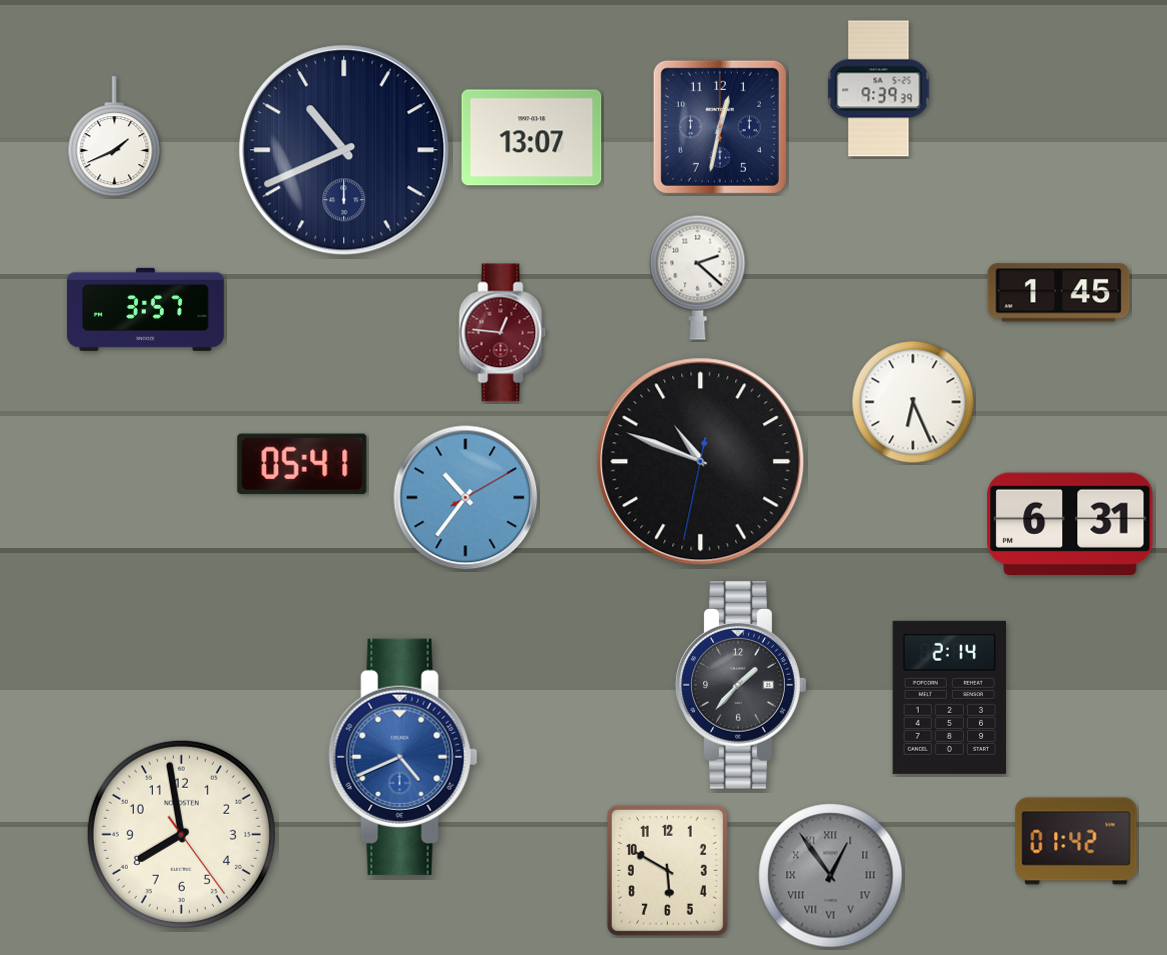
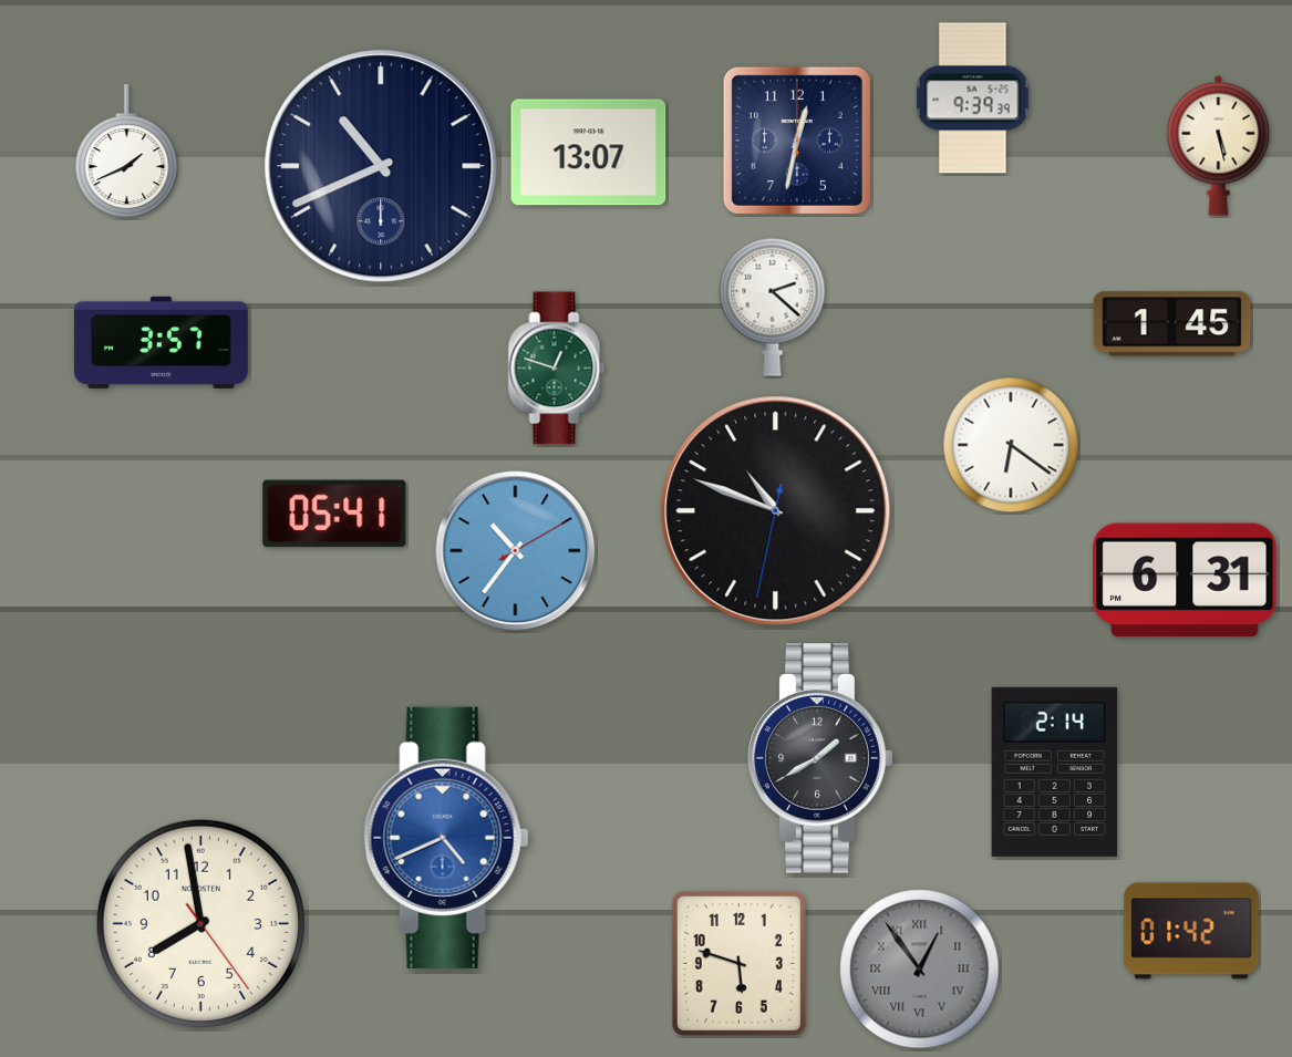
clock at (1219, 145): none -> 5:28
clock at (503, 333): 12:46 -> 12:48
clock at (503, 333) dial: burgundy -> green
clock at (913, 402): 6:26 -> 6:21
clock at (741, 685): 1:37 -> 1:40
clock at (949, 697) position: (949, 697) -> (1054, 771)
clock at (667, 870): 5:50 -> 5:48
